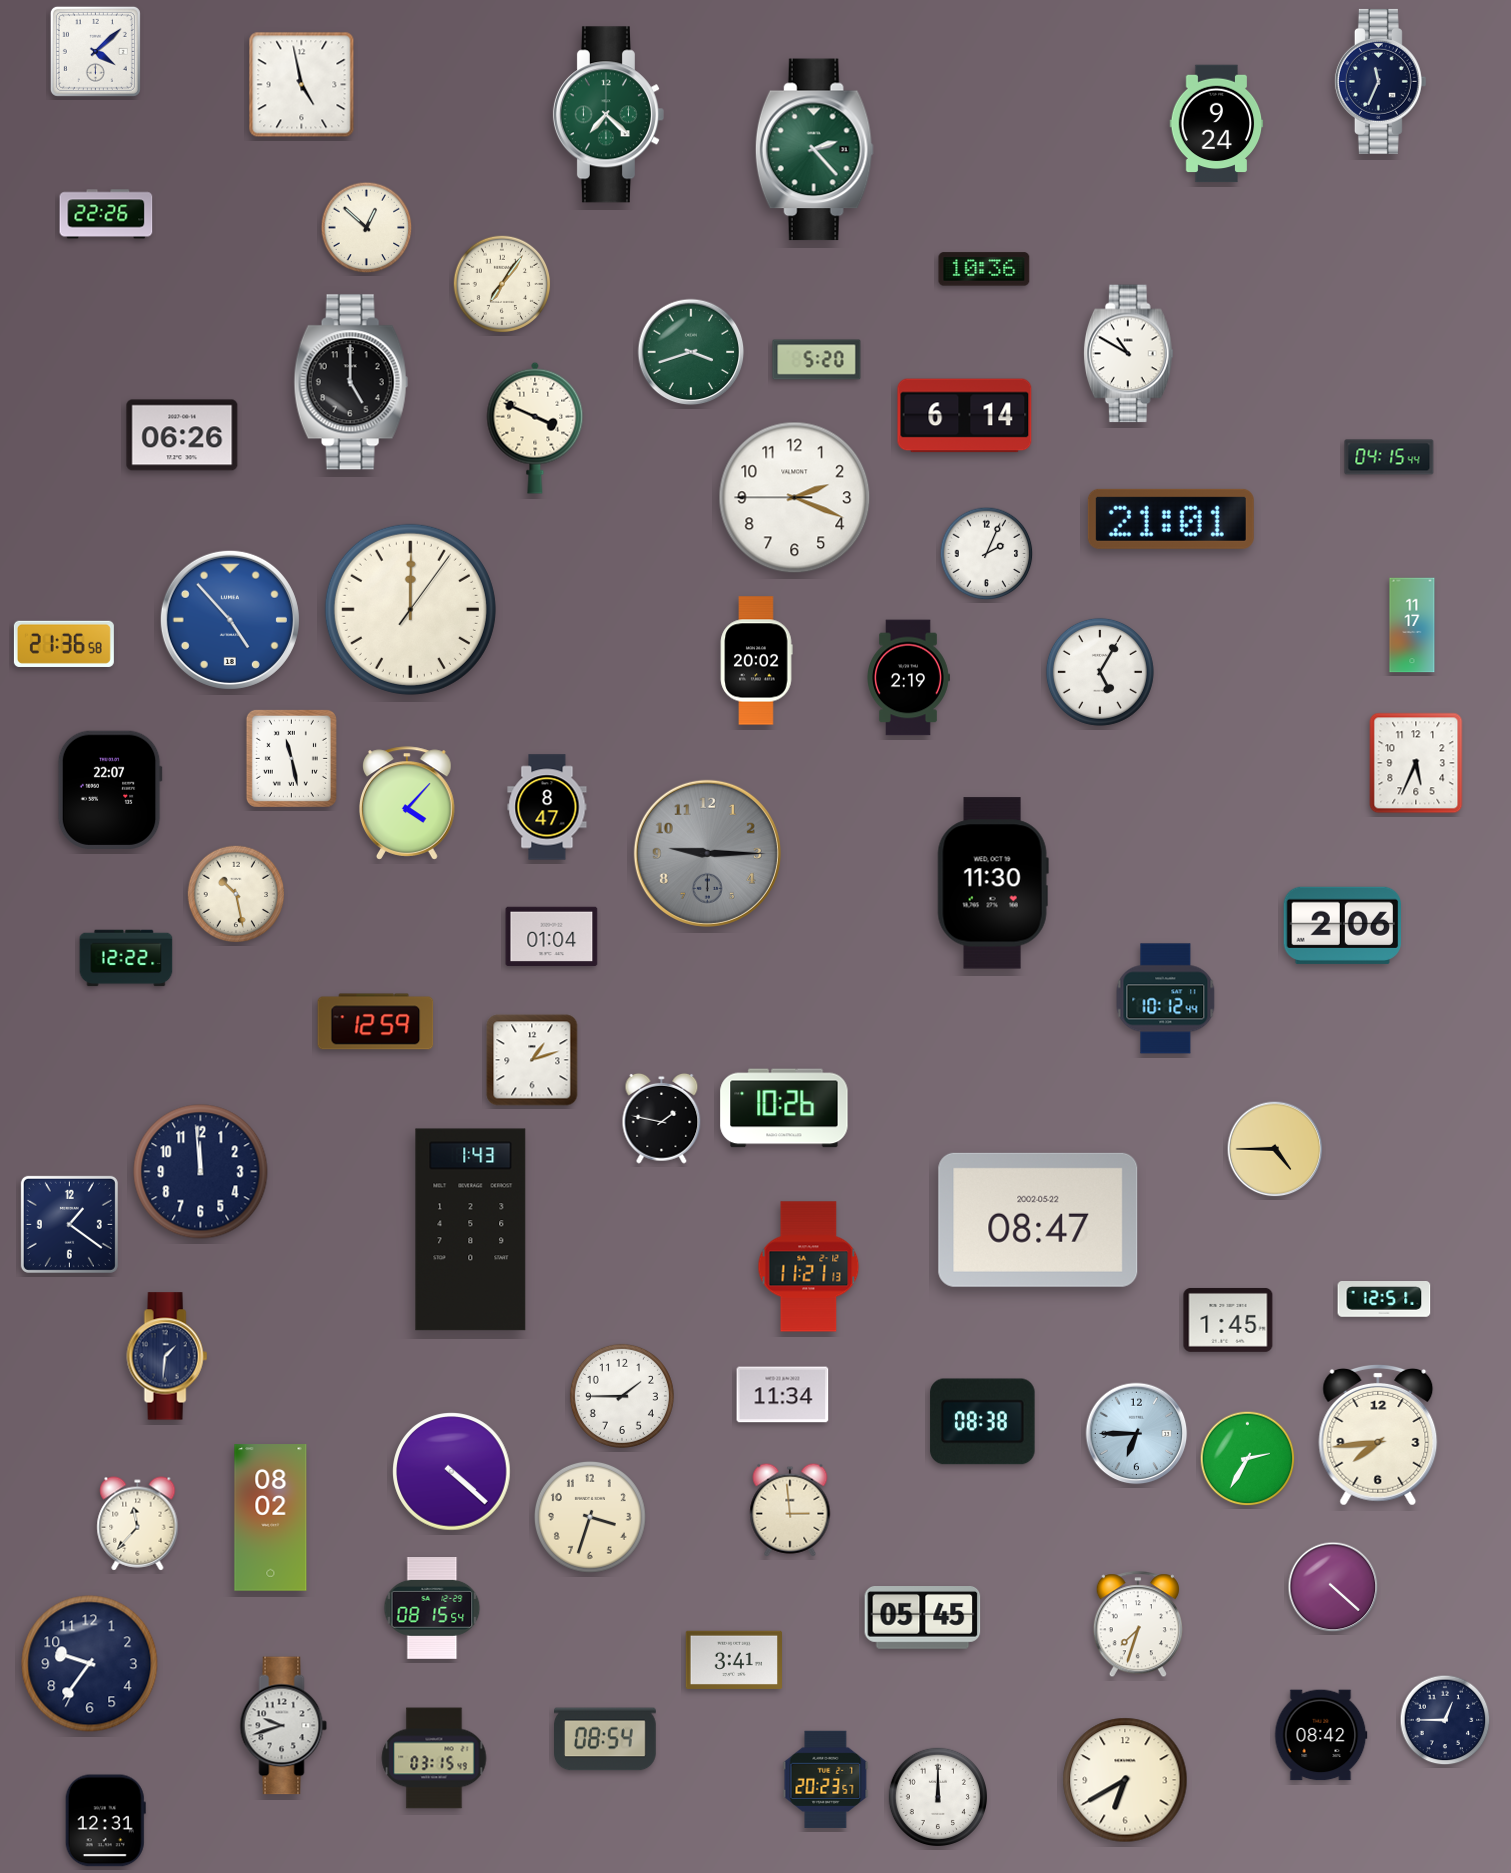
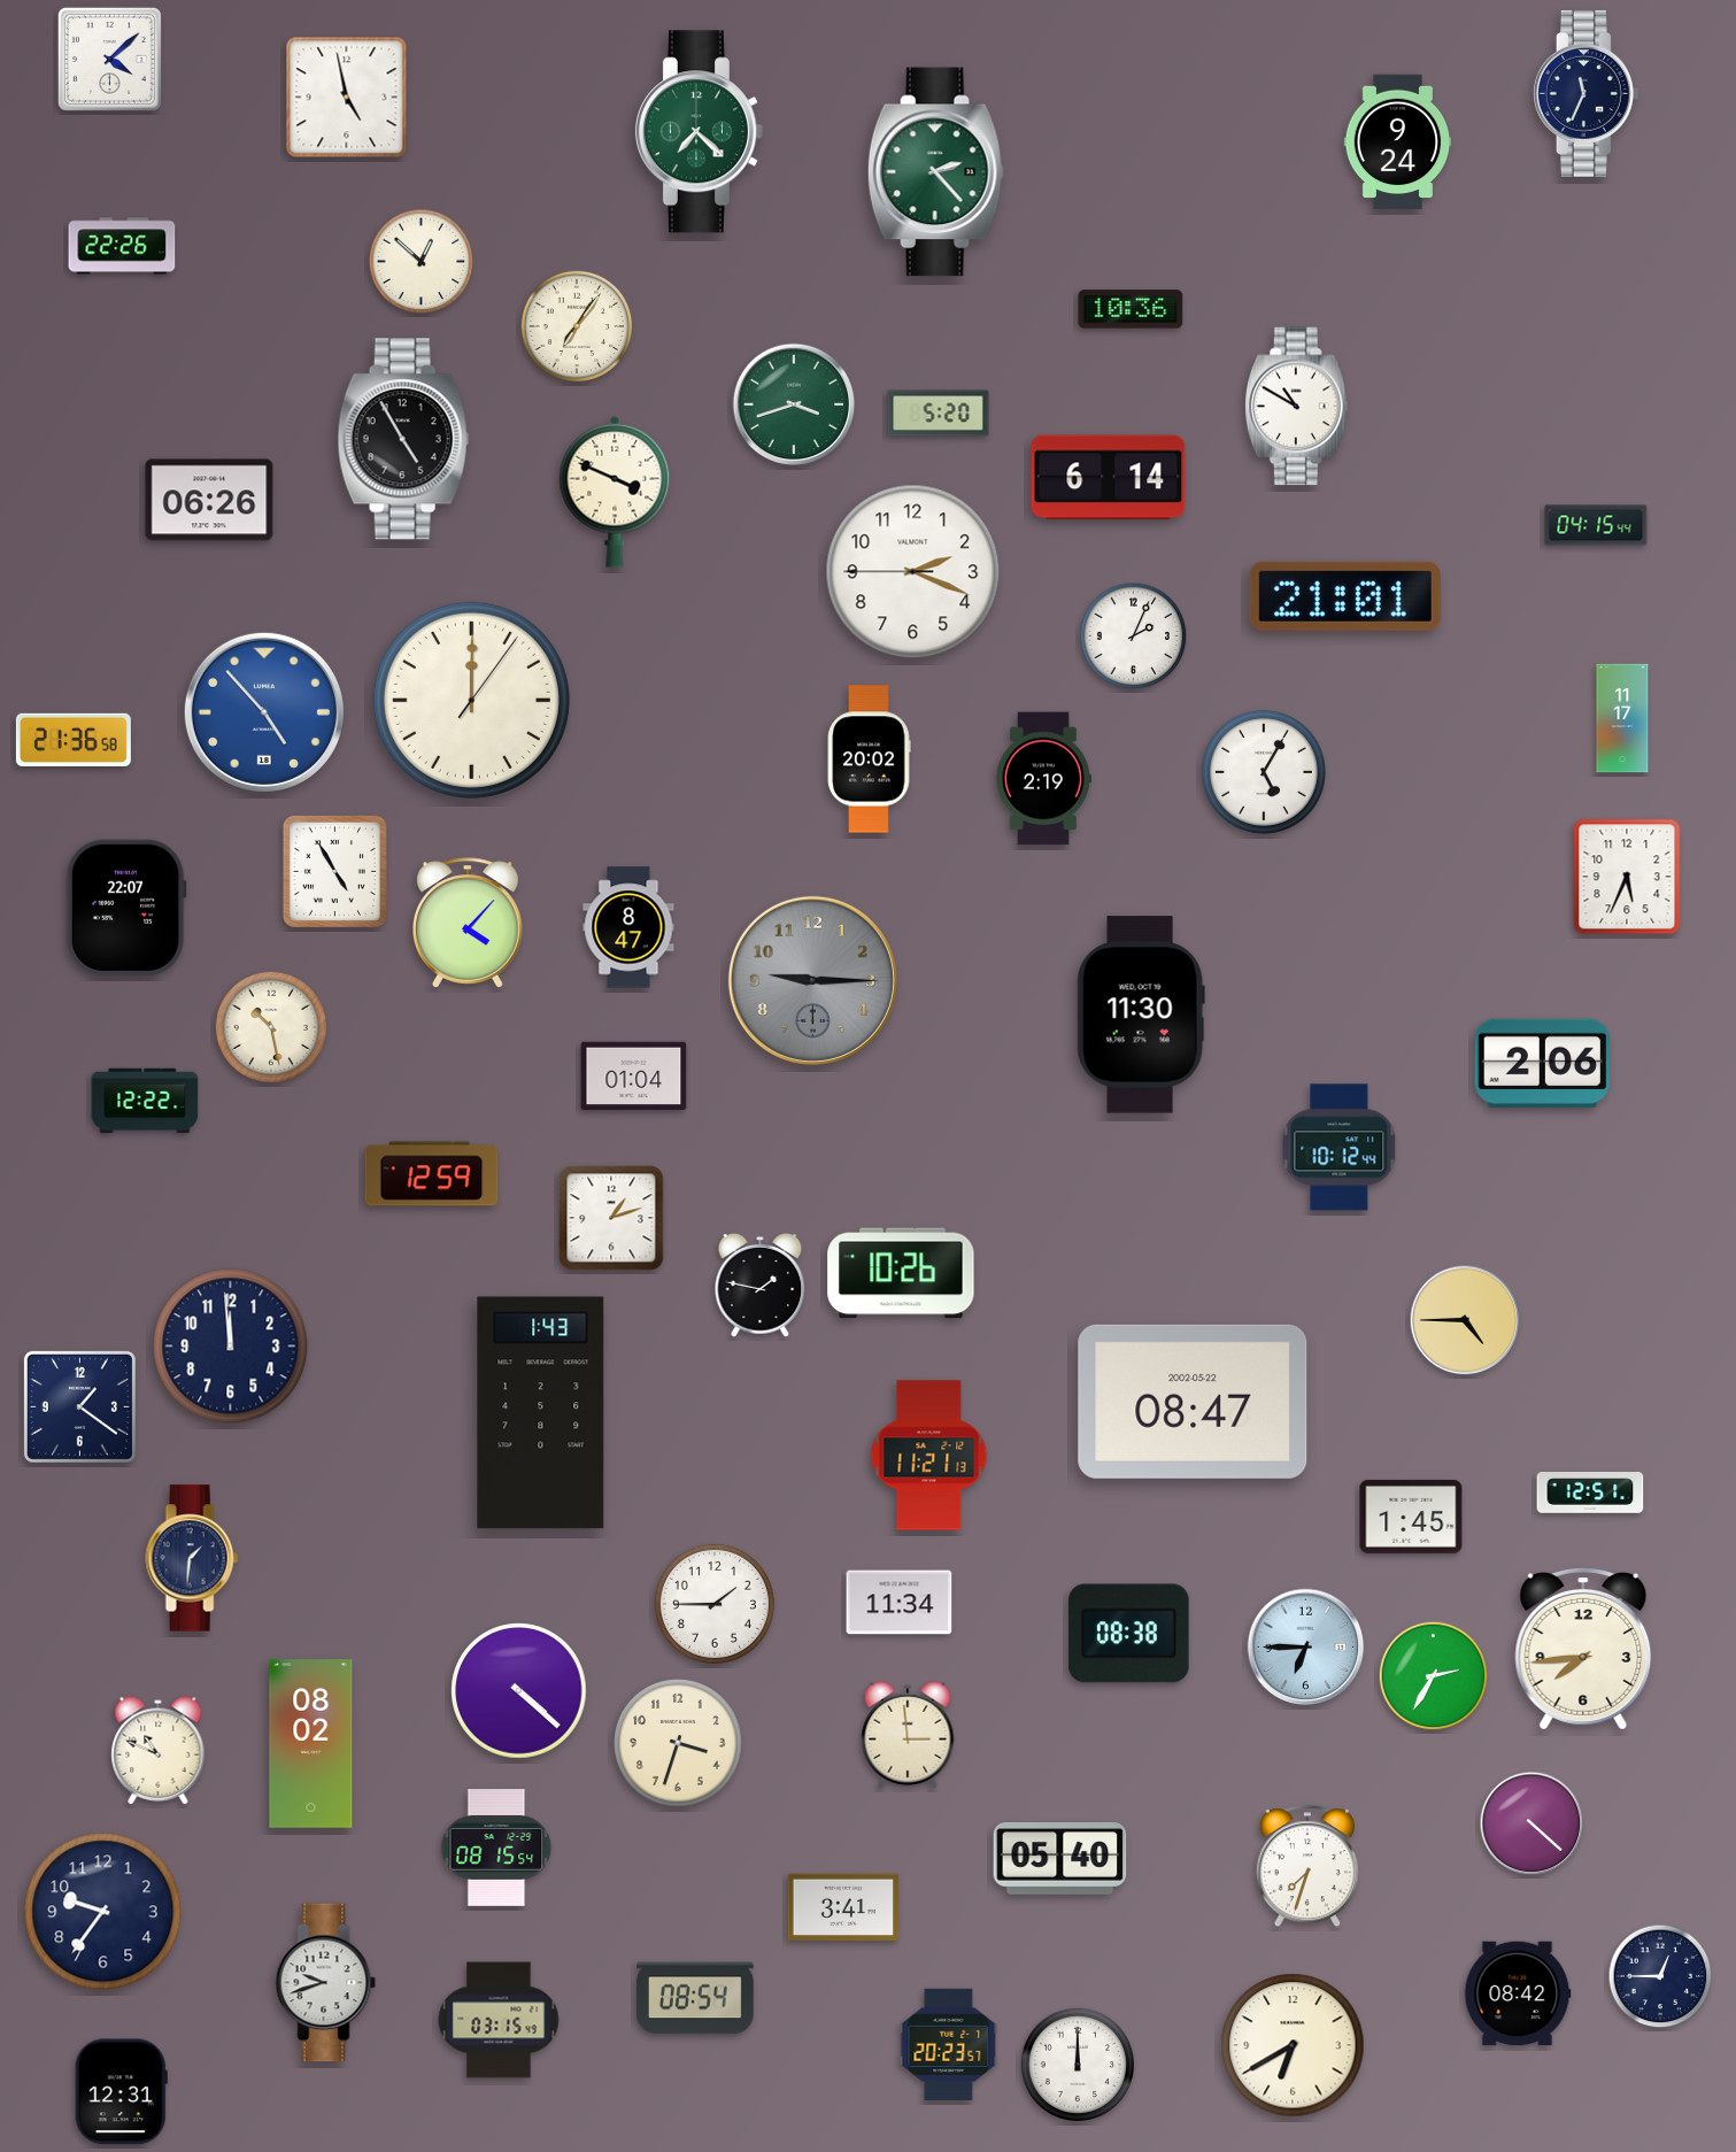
clock at (351, 382): 5:00 -> 4:55
clock at (291, 758): 11:28 -> 4:55
clock at (138, 1524): 11:37 -> 10:49
clock at (923, 1618): 05:45 -> 05:40
